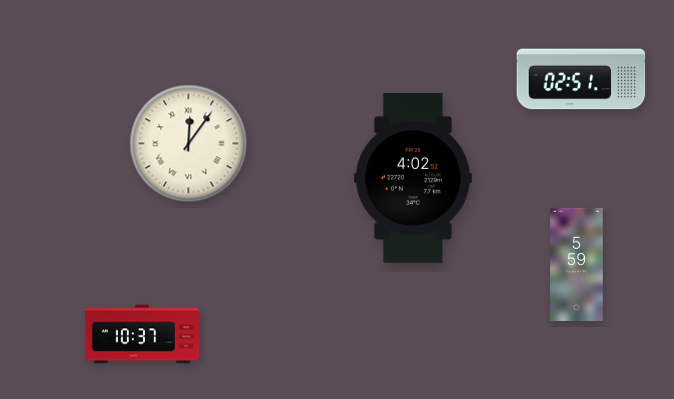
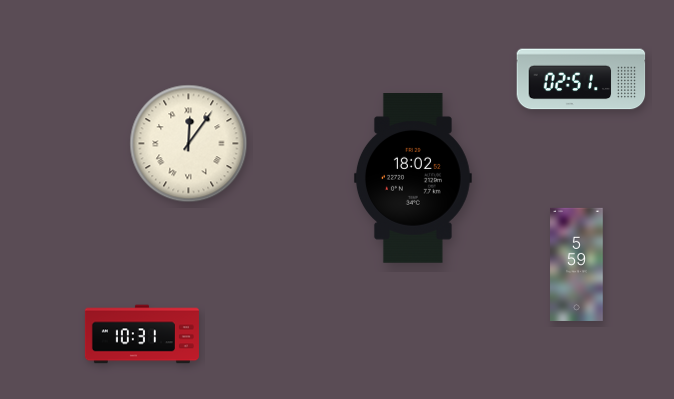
clock at (413, 178): 4:02 -> 18:02
clock at (142, 334): 10:37 -> 10:31
